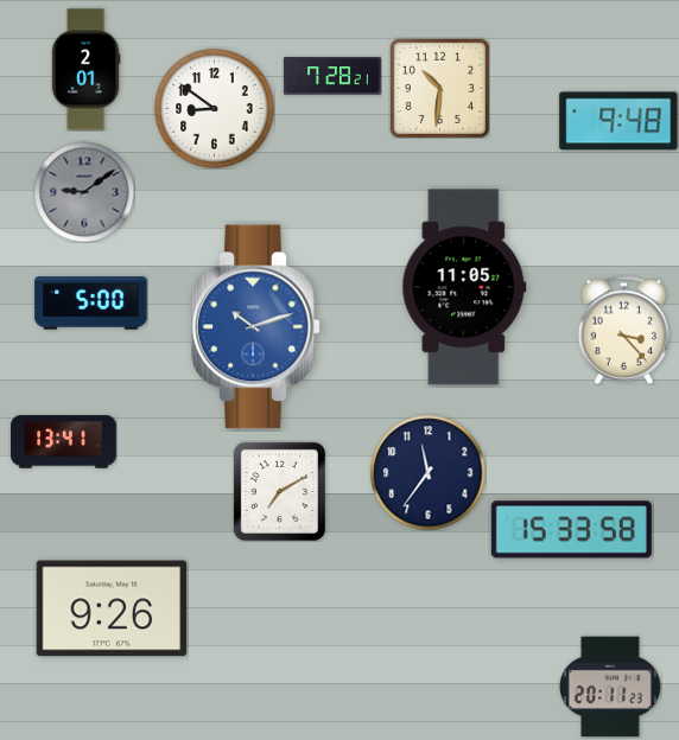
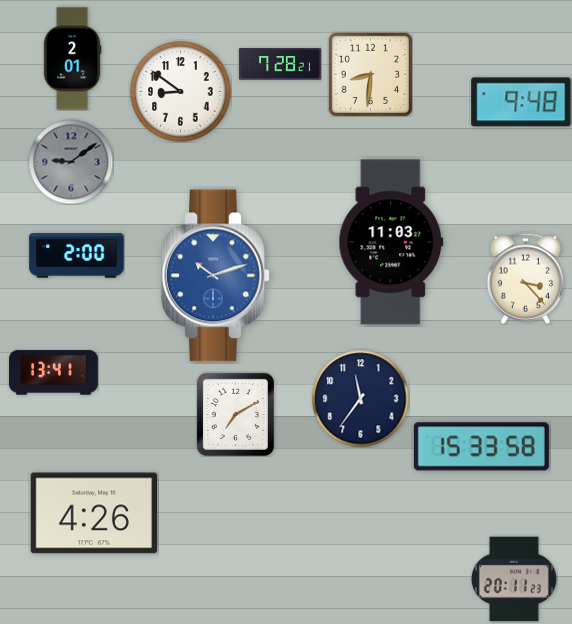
clock at (439, 88): 10:31 -> 8:31
clock at (464, 287): 11:05 -> 11:03
clock at (91, 304): 5:00 -> 2:00
clock at (112, 608): 9:26 -> 4:26
